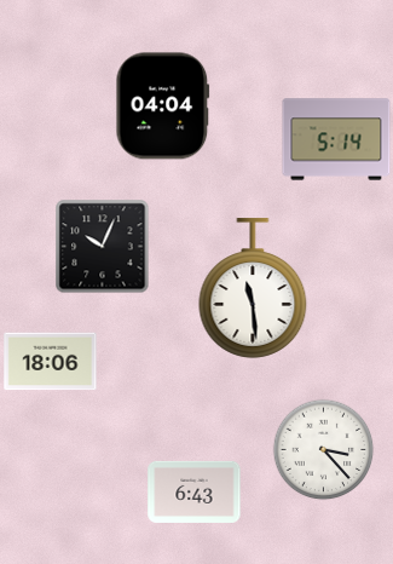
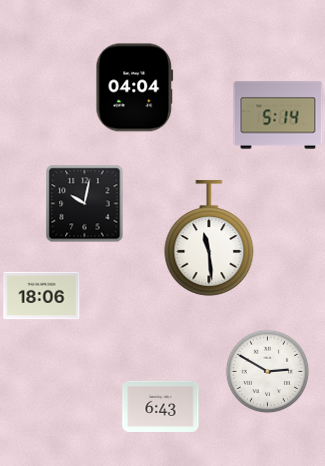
clock at (102, 246): 10:04 -> 10:02
clock at (51, 362) position: (51, 362) -> (42, 296)
clock at (323, 449): 3:23 -> 2:50
